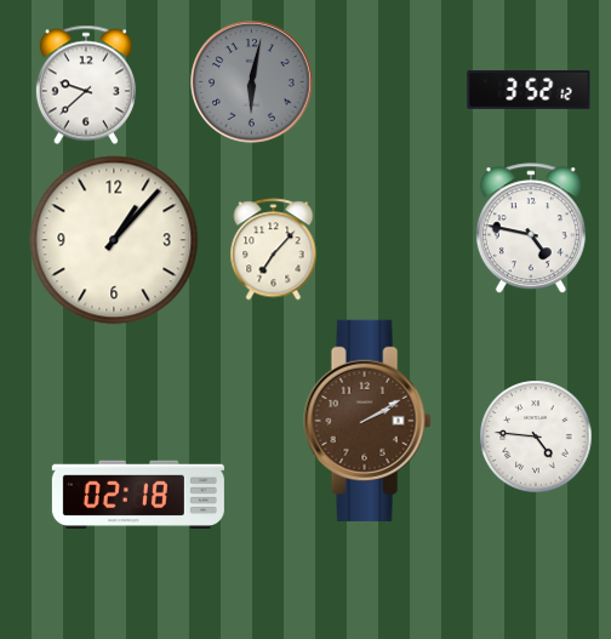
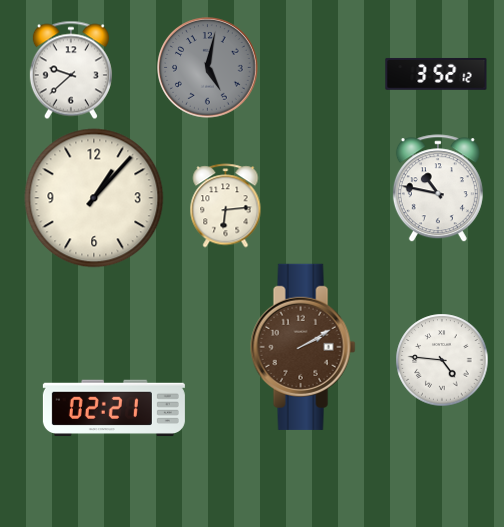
clock at (252, 82): 6:02 -> 5:02
clock at (531, 229): 4:47 -> 10:47
clock at (274, 250): 7:07 -> 6:14
clock at (138, 495): 02:18 -> 02:21
